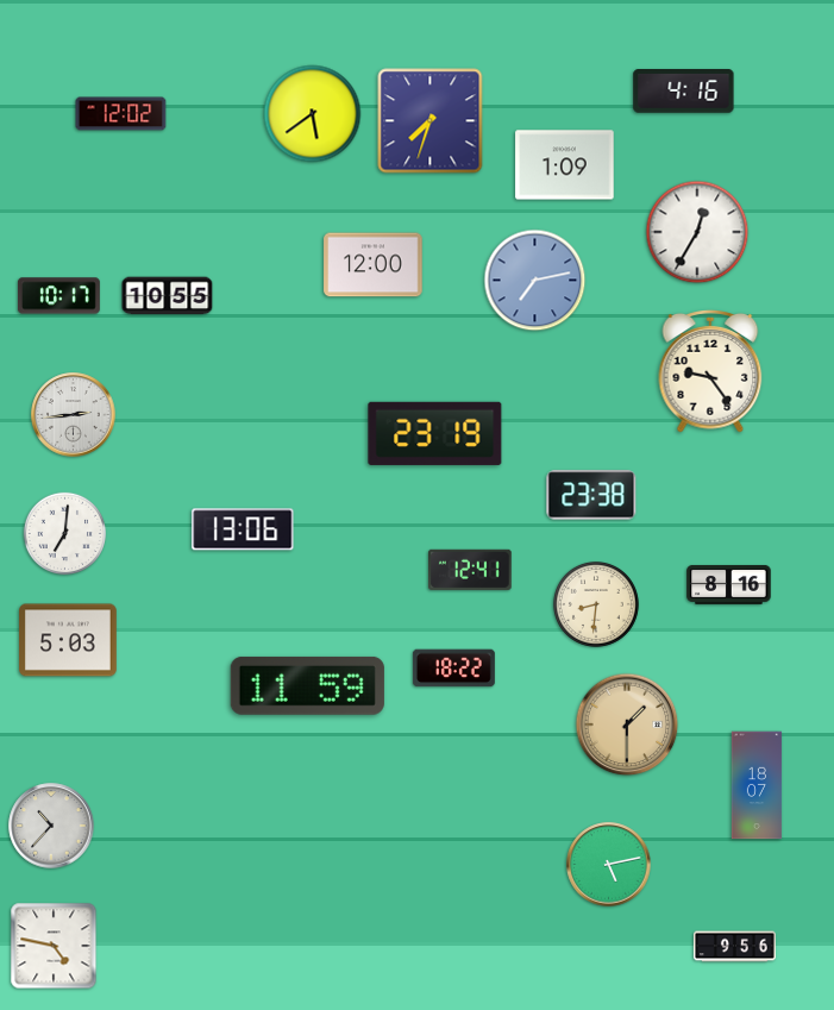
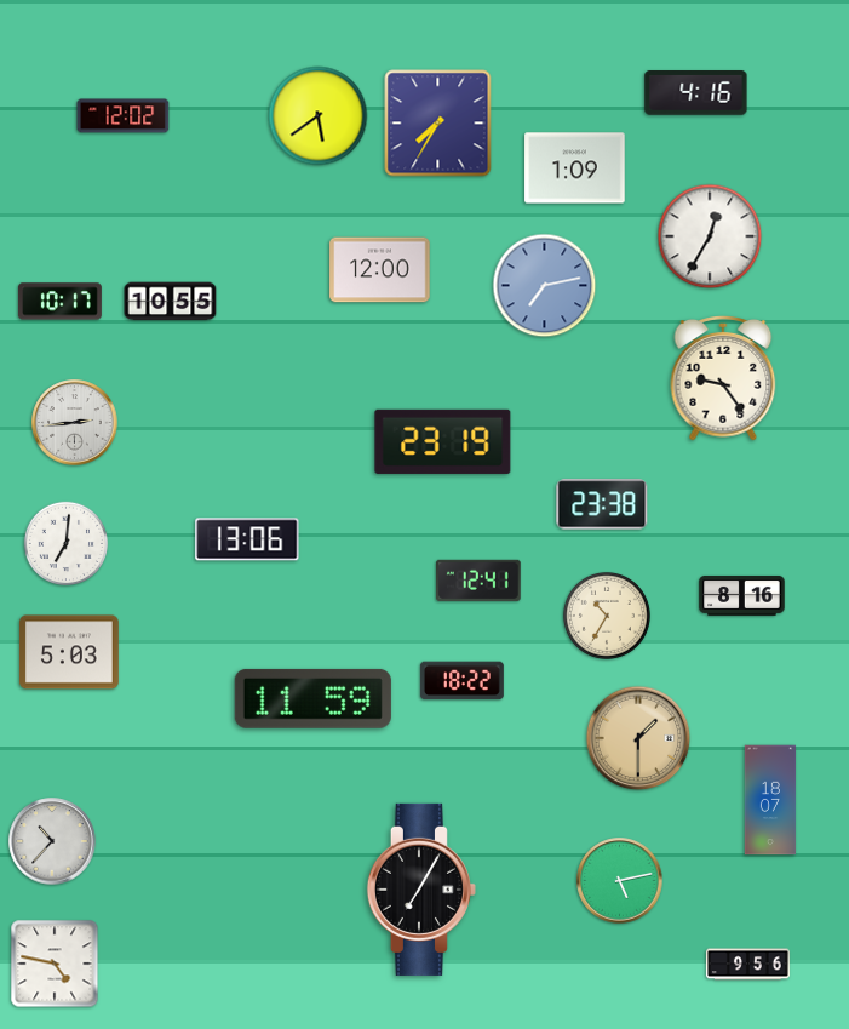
clock at (431, 121): 7:33 -> 7:35
clock at (596, 604): 8:31 -> 10:35
clock at (421, 890): none -> 7:05
